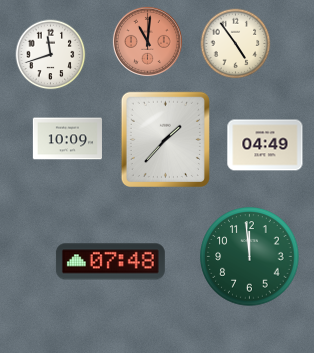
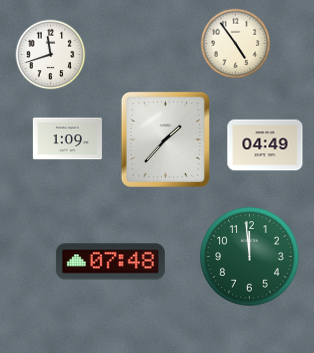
clock at (147, 41): 11:01 -> none
clock at (67, 139): 10:09 -> 1:09
